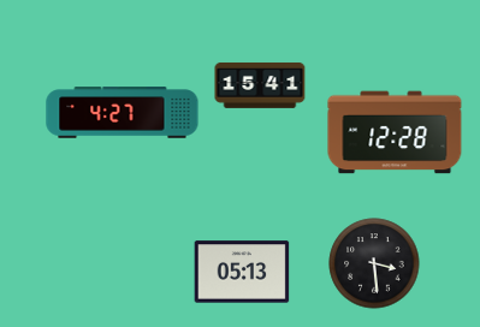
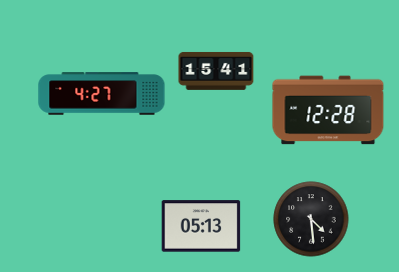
clock at (374, 263): 3:29 -> 4:29
